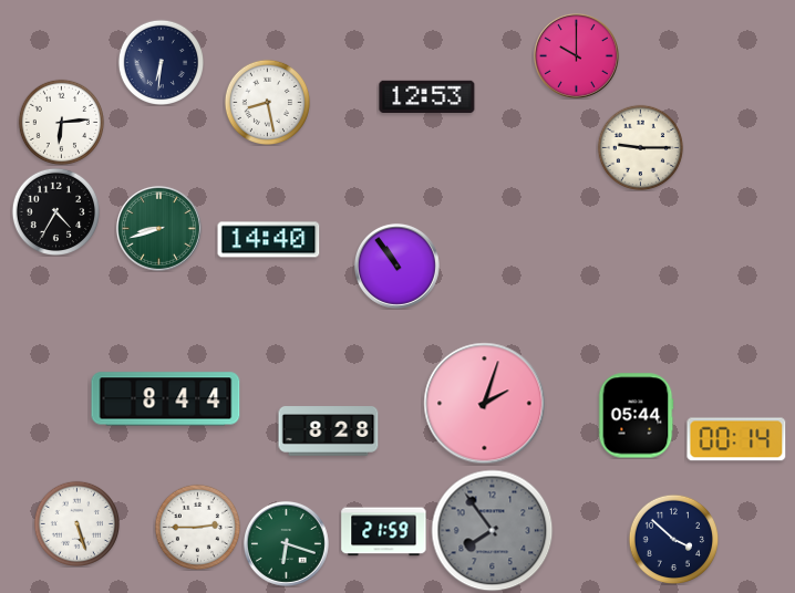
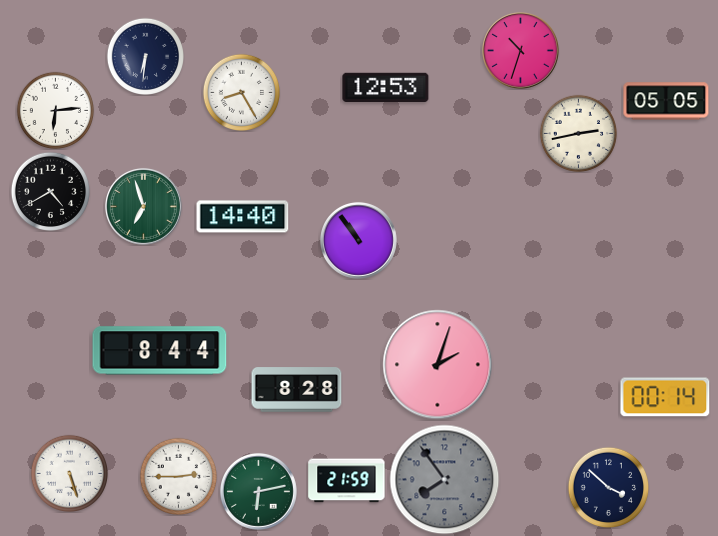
clock at (576, 55): 10:00 -> 10:33
clock at (267, 102): 8:28 -> 8:25
clock at (666, 101): none -> 05:05
clock at (640, 147): 9:15 -> 2:43
clock at (55, 211): 4:35 -> 4:40
clock at (158, 228): 8:42 -> 6:57
clock at (166, 399) position: (166, 399) -> (160, 351)
clock at (636, 416): 05:44 -> none
clock at (286, 543): 6:18 -> 6:13
